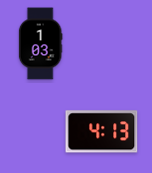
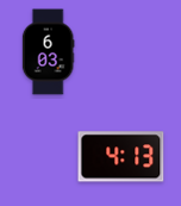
clock at (40, 44): 1:03 -> 6:03
